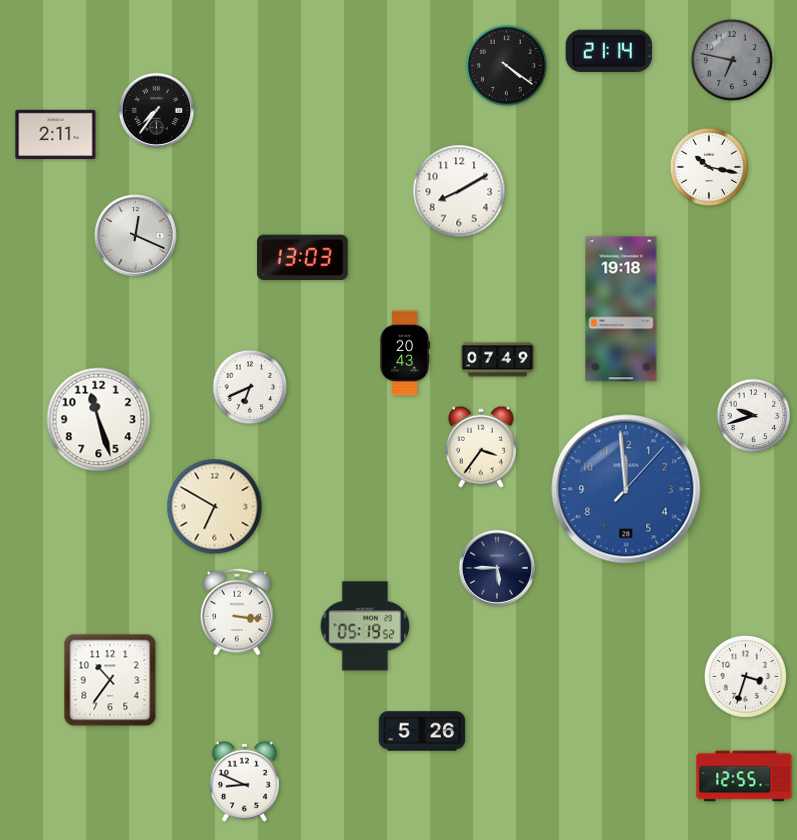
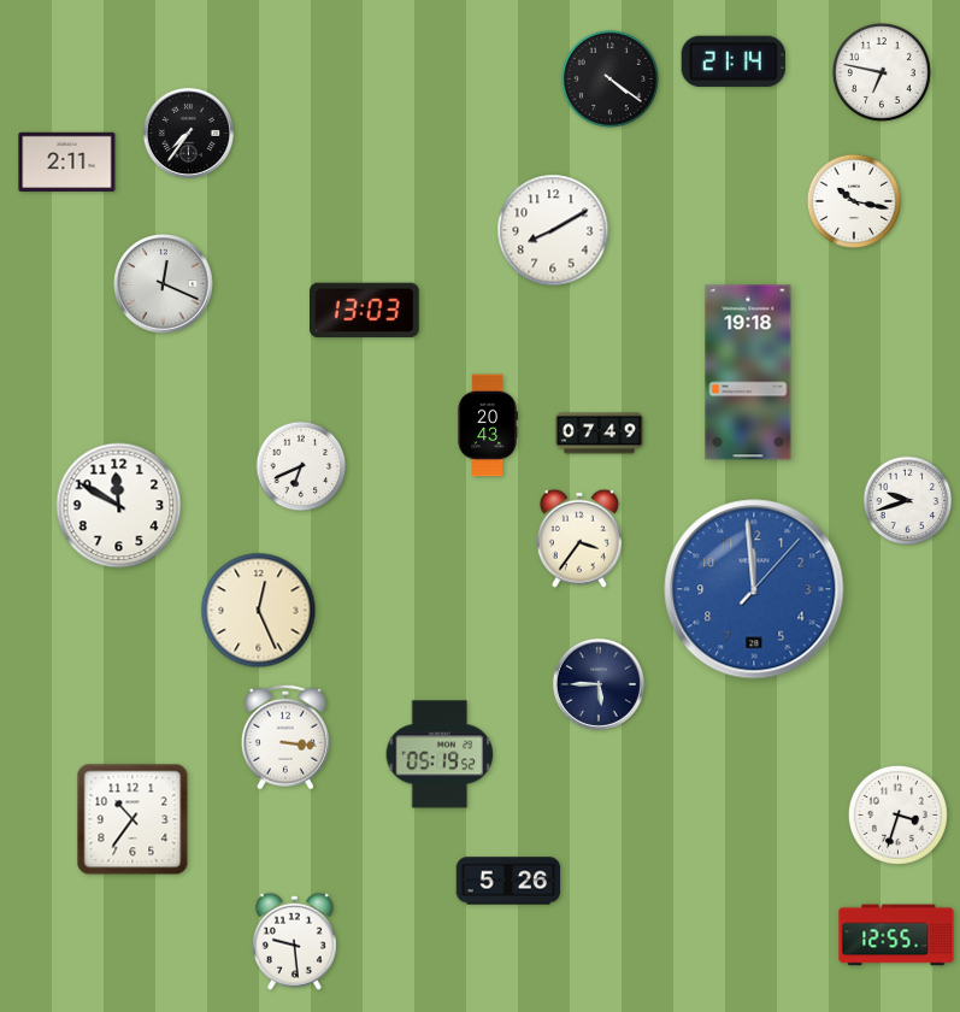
clock at (732, 60) dial: grey -> white
clock at (99, 420): 11:27 -> 11:50
clock at (215, 507): 6:50 -> 12:26
clock at (244, 781): 8:49 -> 9:29
